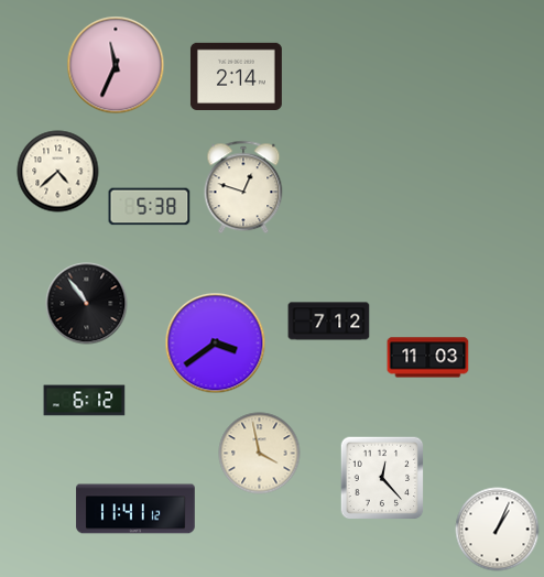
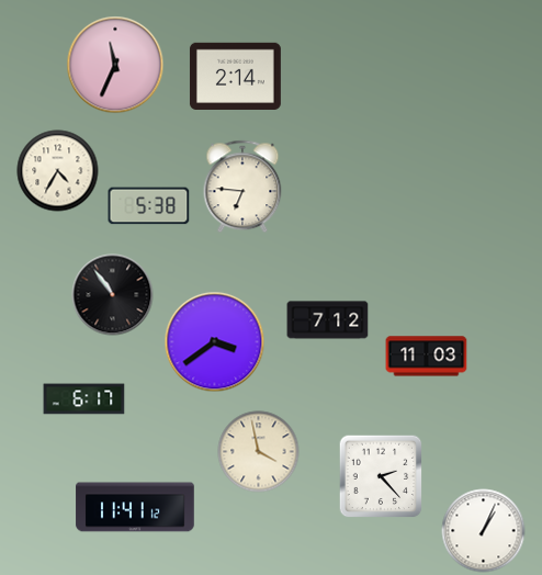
clock at (58, 172): 4:38 -> 4:35
clock at (243, 187): 12:48 -> 6:46
clock at (87, 304) position: (87, 304) -> (113, 295)
clock at (85, 401): 6:12 -> 6:17
clock at (382, 478): 12:23 -> 2:23
clock at (498, 530) position: (498, 530) -> (484, 531)
